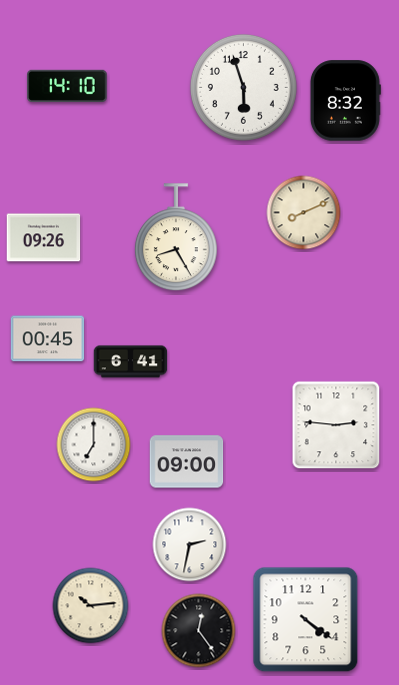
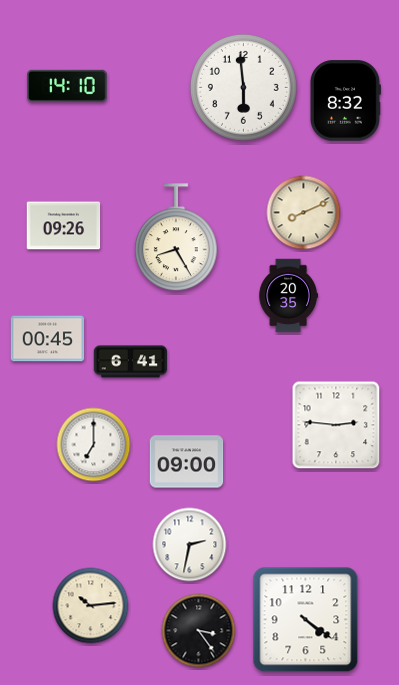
clock at (243, 87): 5:57 -> 5:59
clock at (44, 238) position: (44, 238) -> (64, 226)
clock at (288, 296): none -> 20:35
clock at (199, 631): 12:24 -> 3:24
